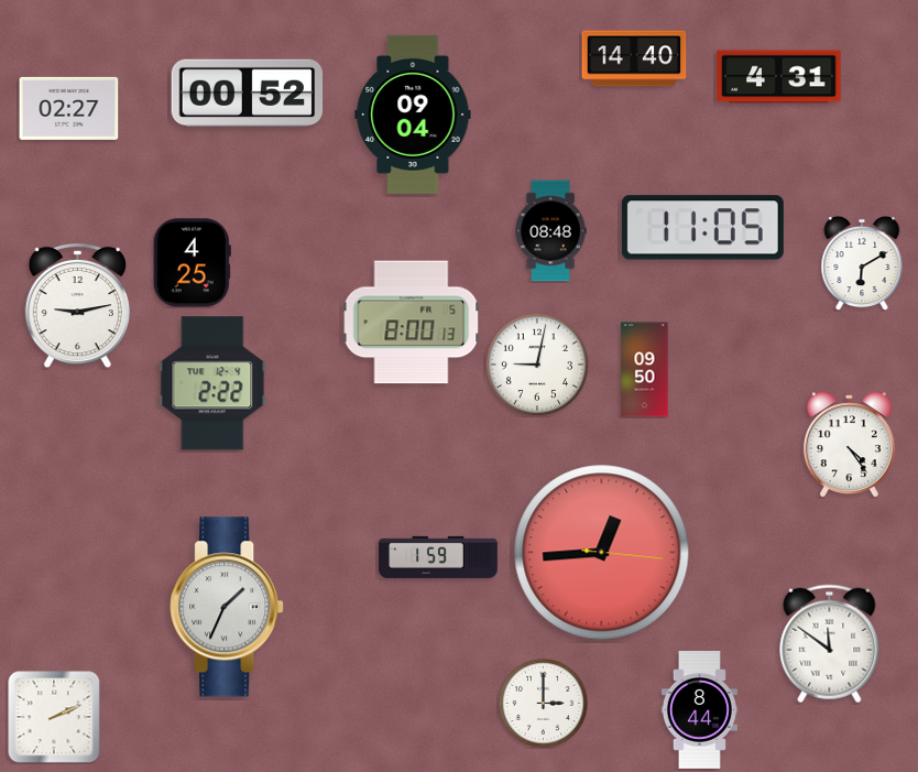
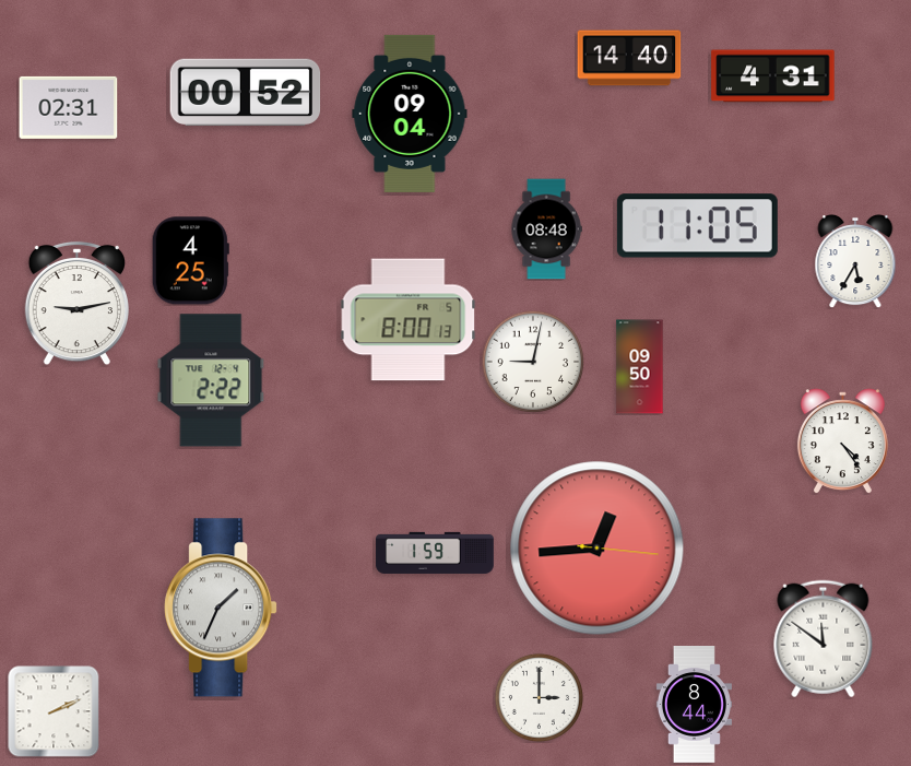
clock at (69, 108): 02:27 -> 02:31
clock at (862, 263): 6:10 -> 5:35
clock at (227, 607) position: (227, 607) -> (221, 608)
